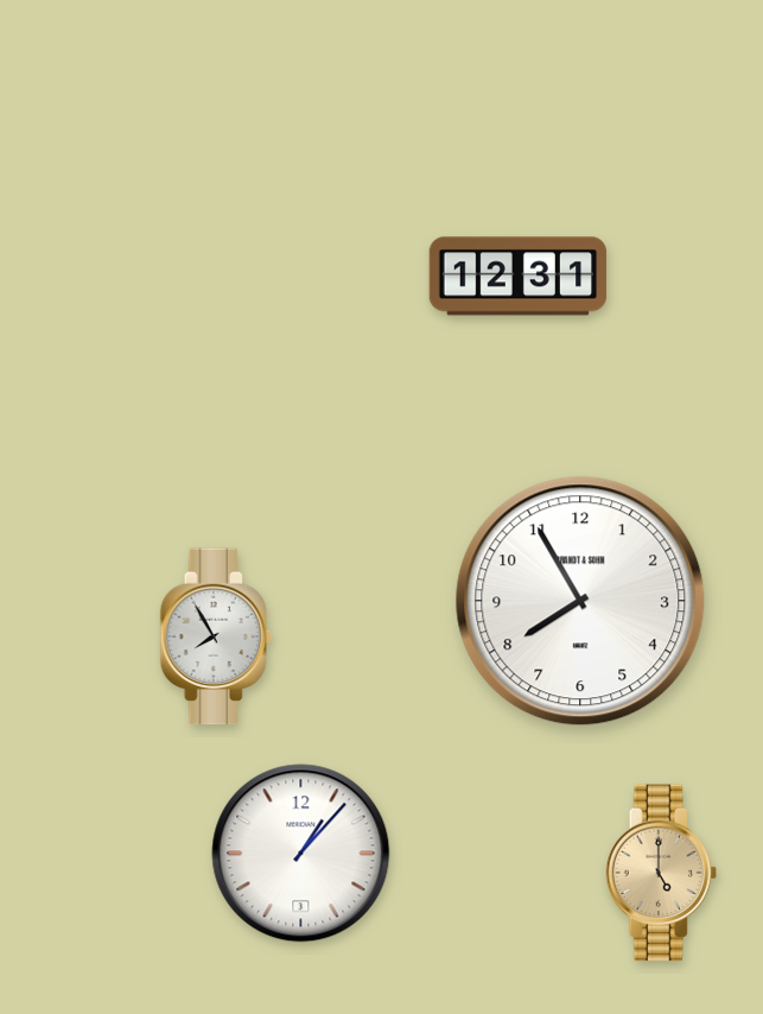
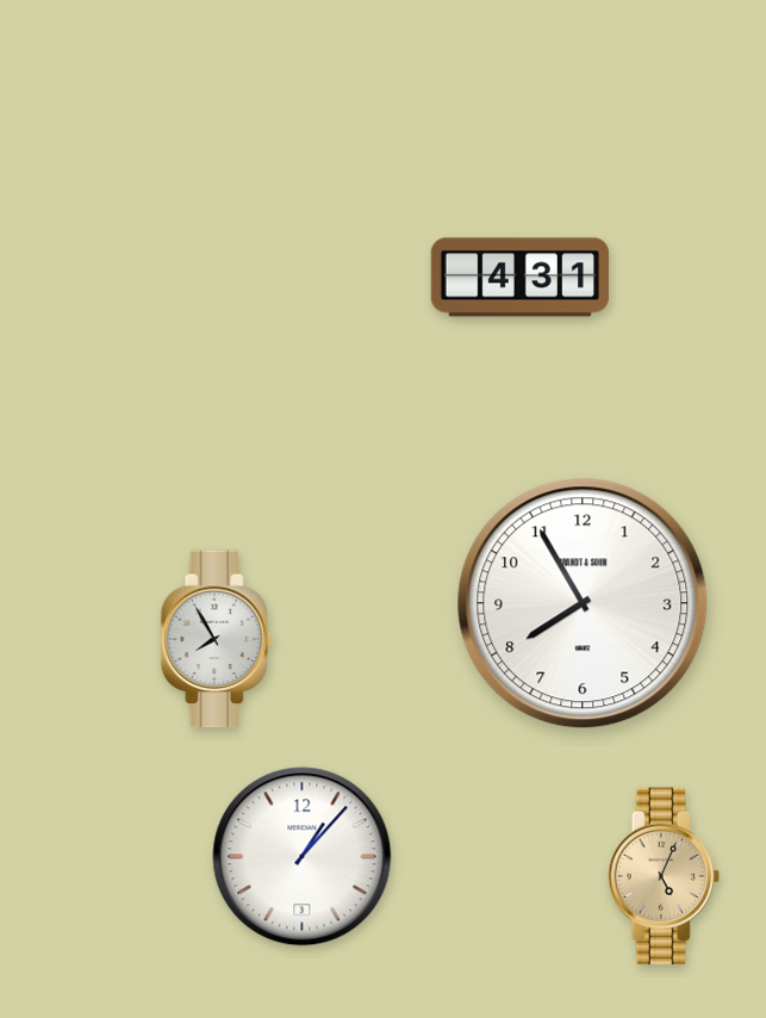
clock at (519, 277): 12:31 -> 4:31
clock at (661, 873): 5:00 -> 5:04
